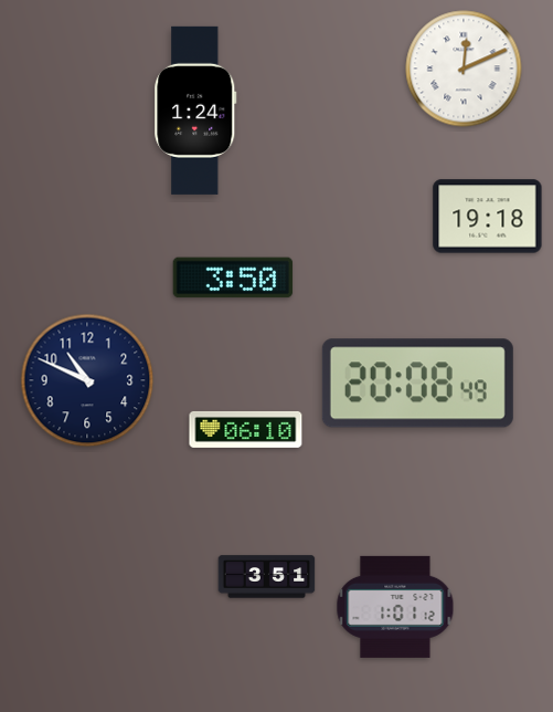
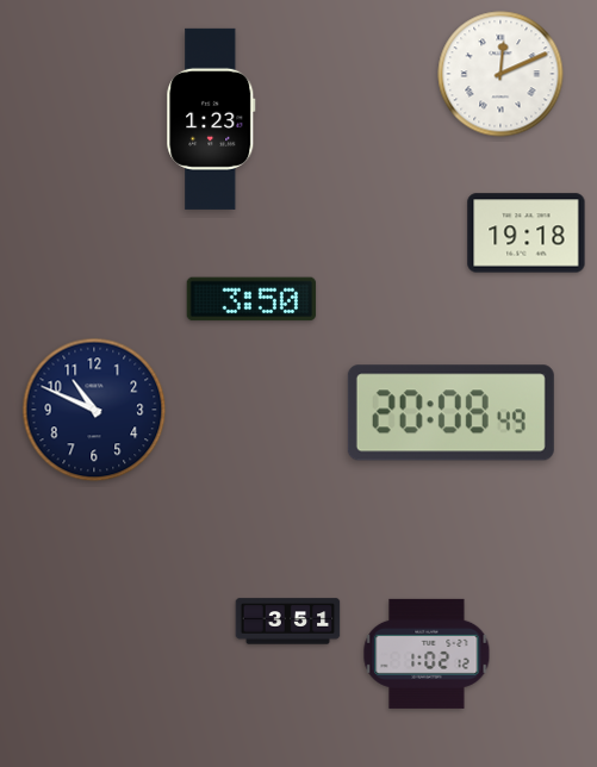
clock at (195, 111): 1:24 -> 1:23
clock at (246, 429): 06:10 -> none
clock at (395, 607): 1:01 -> 1:02
